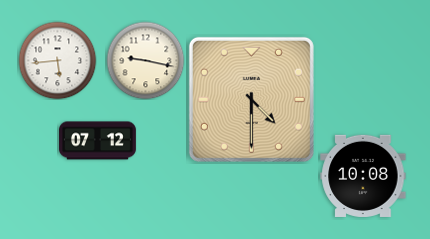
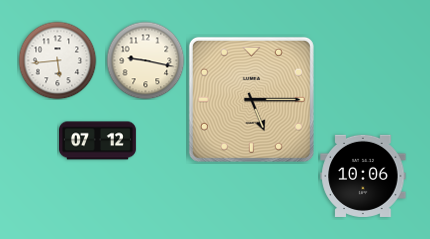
clock at (251, 99): 4:30 -> 5:15
clock at (363, 176): 10:08 -> 10:06
